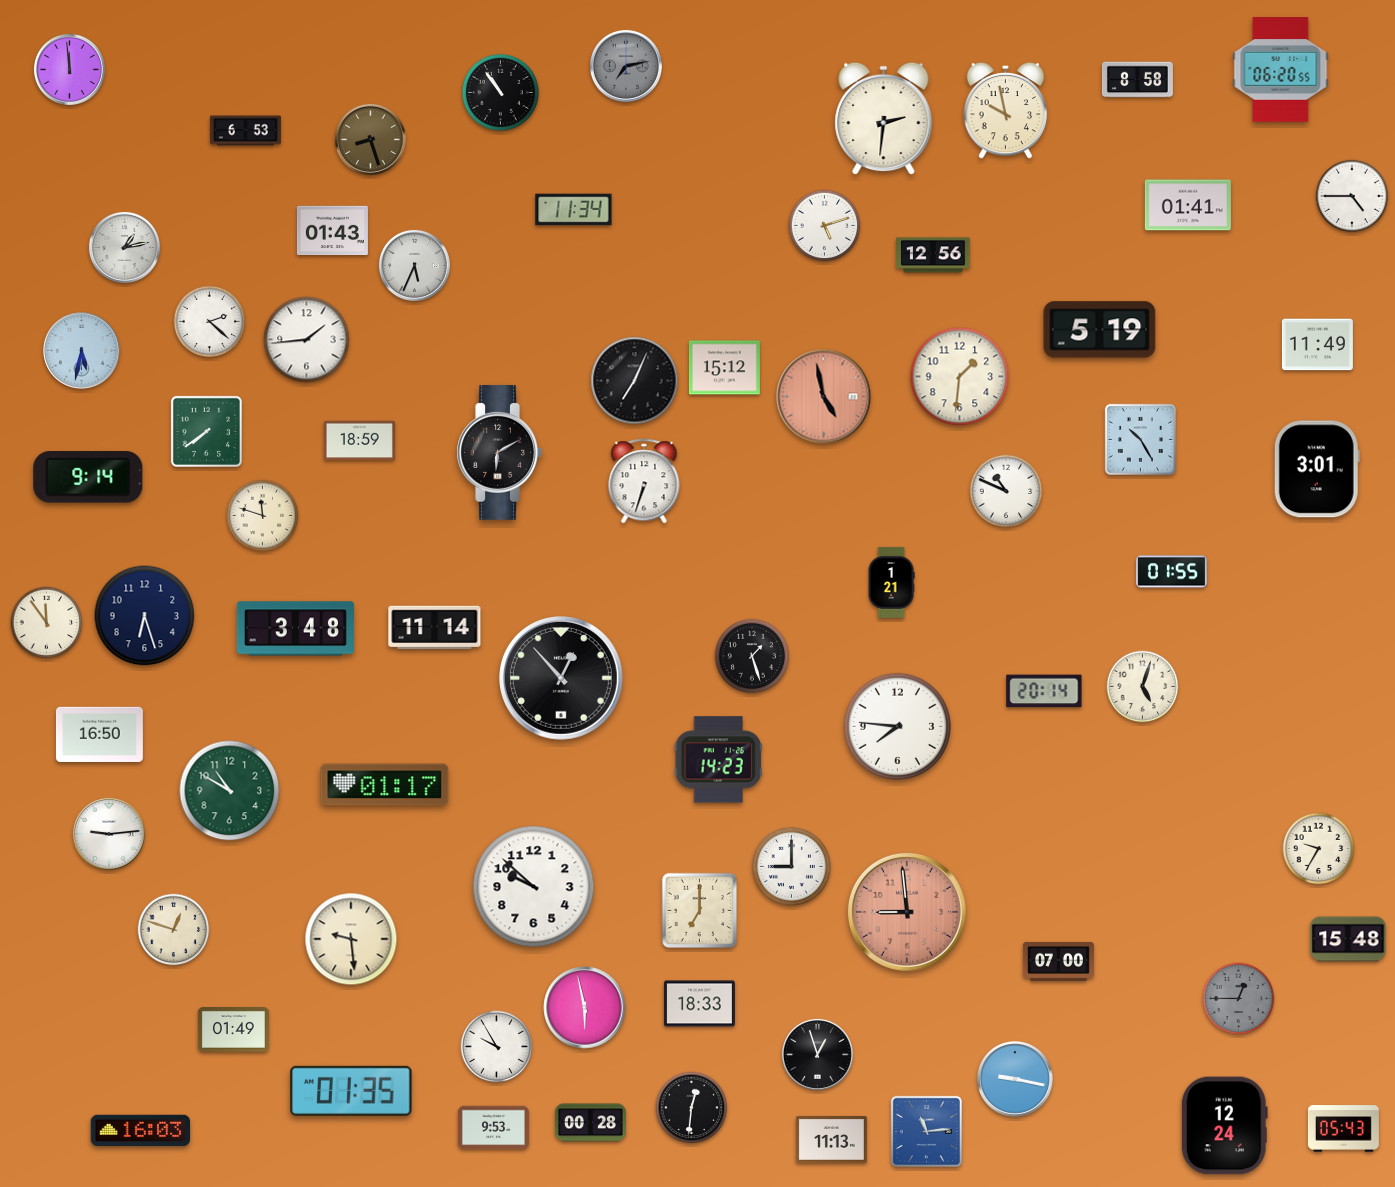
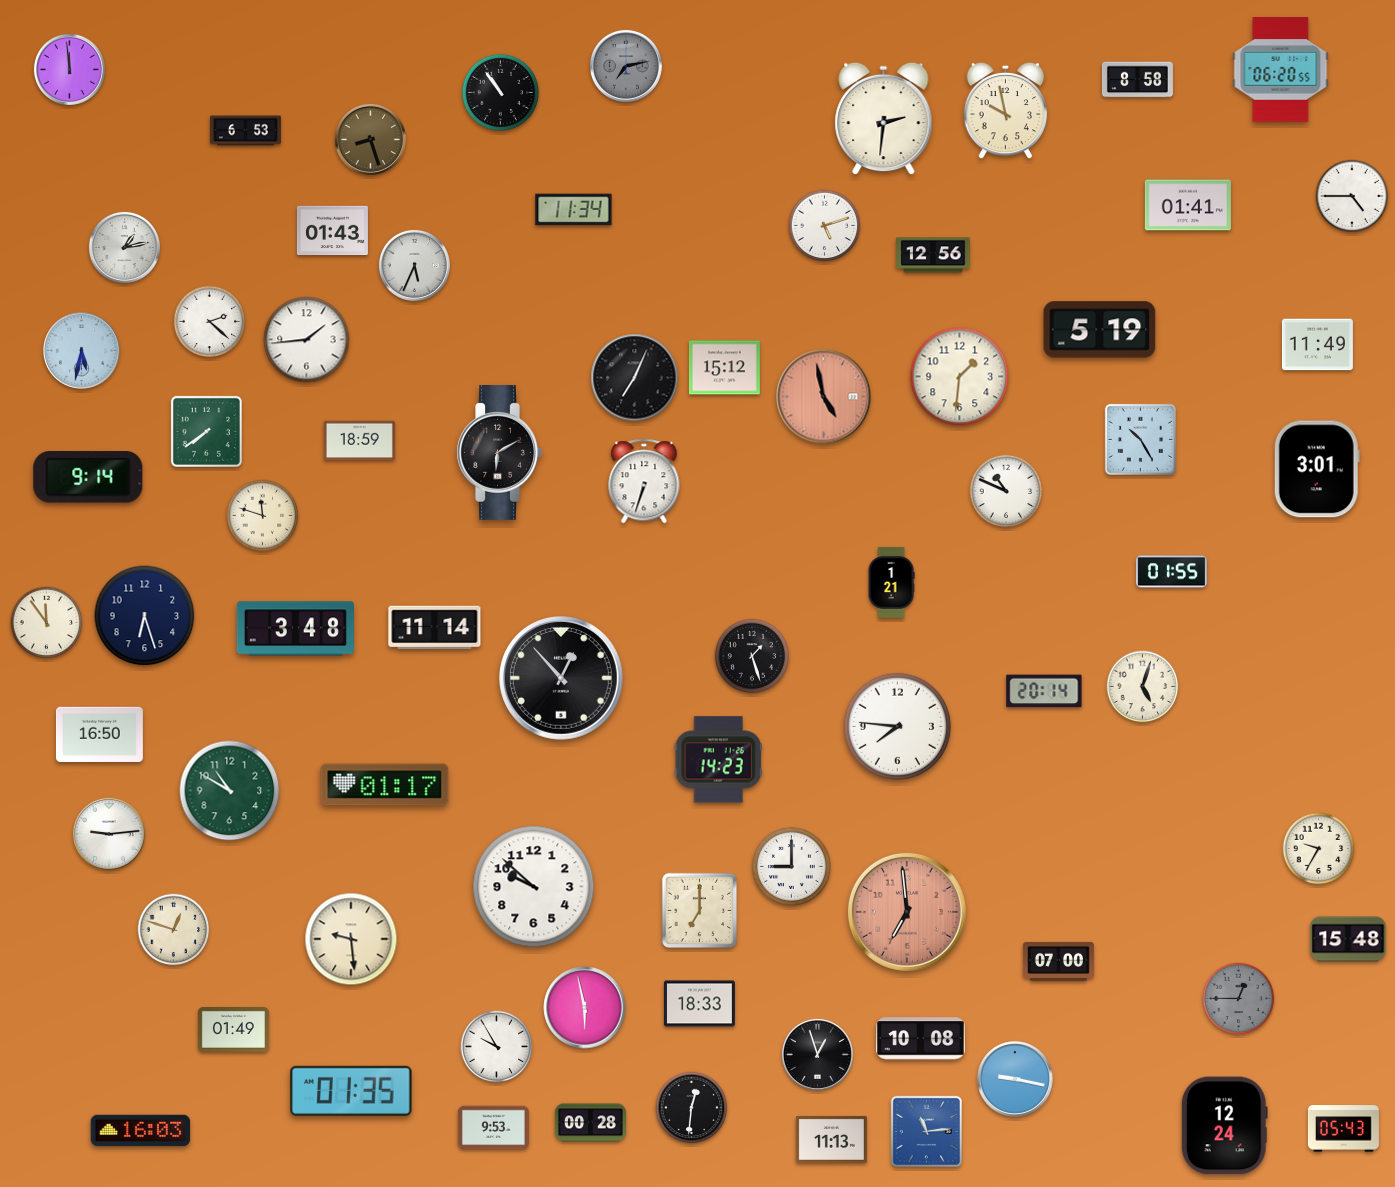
clock at (635, 381) position: (635, 381) -> (635, 378)
clock at (907, 912): 8:59 -> 6:59
clock at (921, 1039): none -> 10:08
